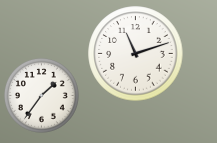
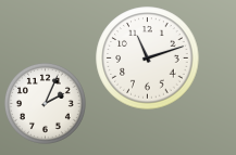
clock at (41, 95): 1:36 -> 2:04
